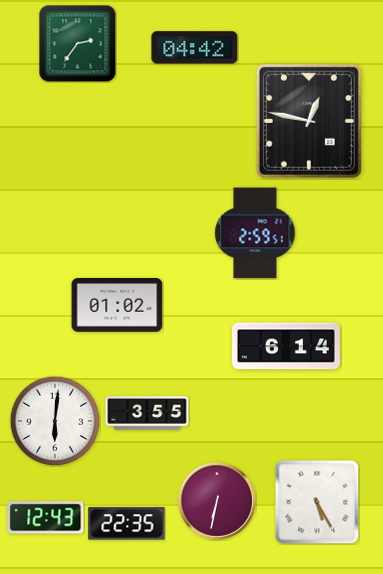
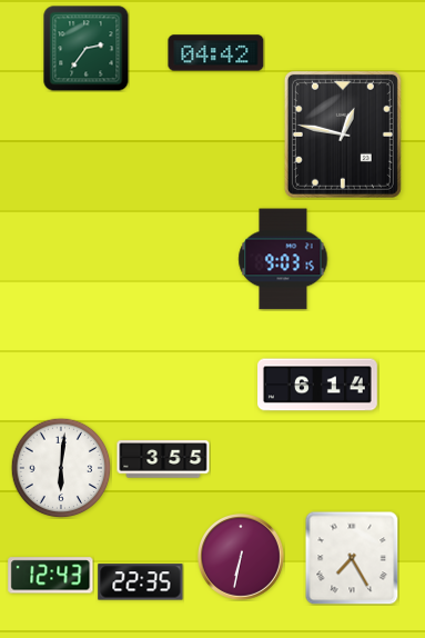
clock at (255, 233): 2:59 -> 9:03
clock at (117, 305): 01:02 -> none
clock at (317, 502): 5:25 -> 7:25
